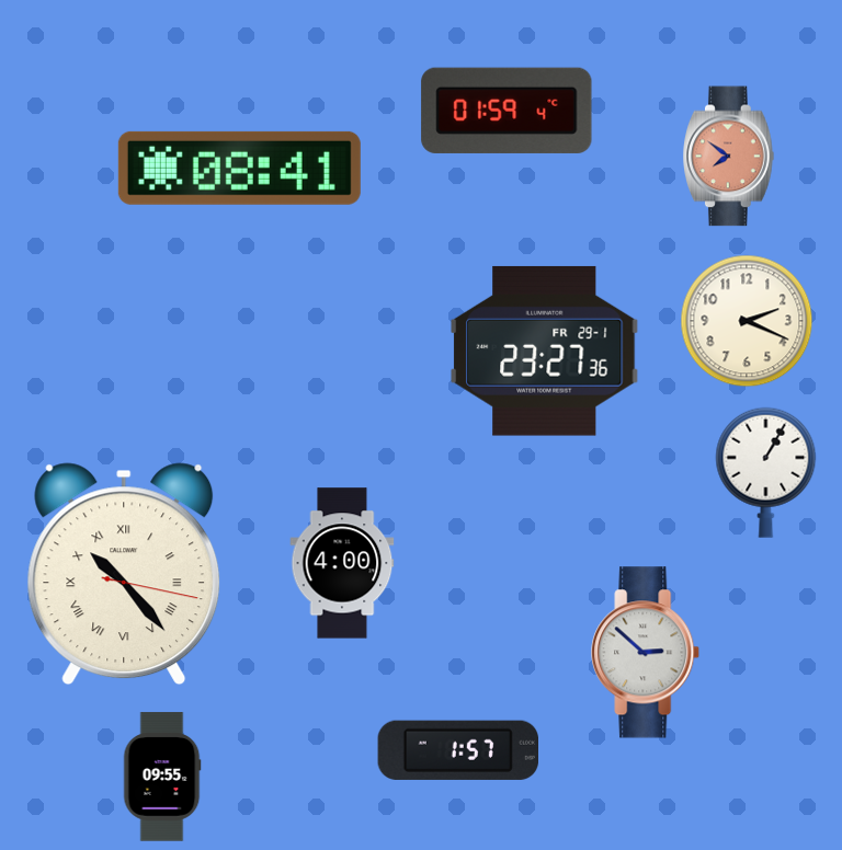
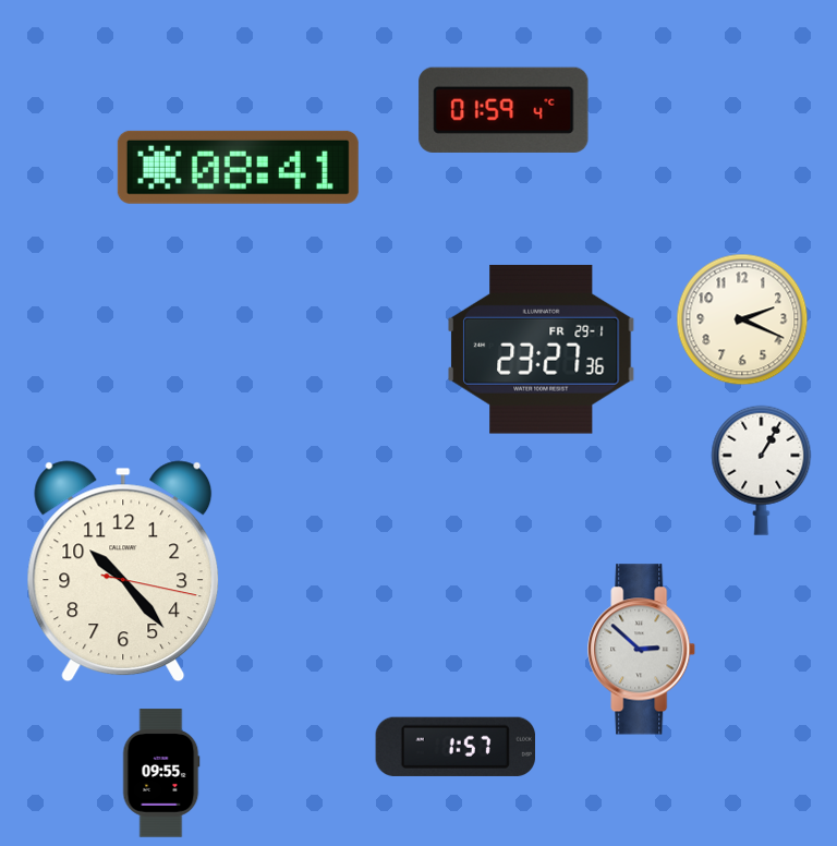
clock at (729, 157): 7:51 -> none
clock at (342, 563): 4:00 -> none
clock at (124, 574) numerals: Roman -> Arabic
